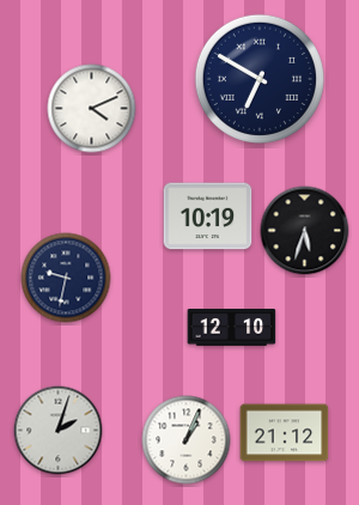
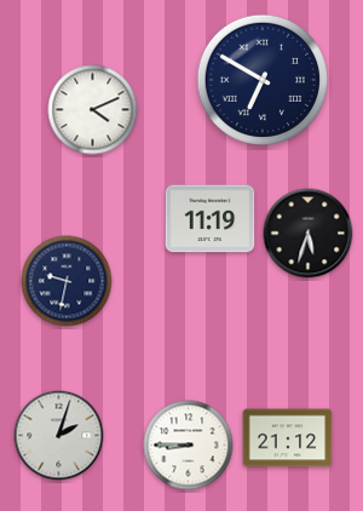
clock at (208, 217): 10:19 -> 11:19
clock at (232, 328): 12:10 -> none
clock at (187, 440): 1:04 -> 8:45
